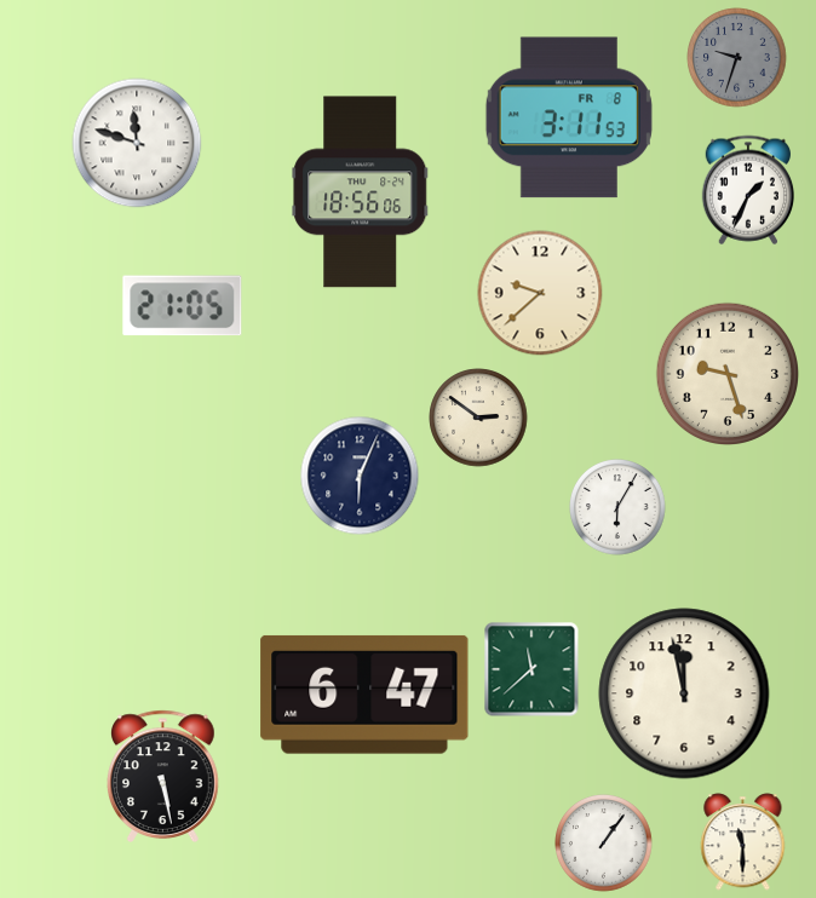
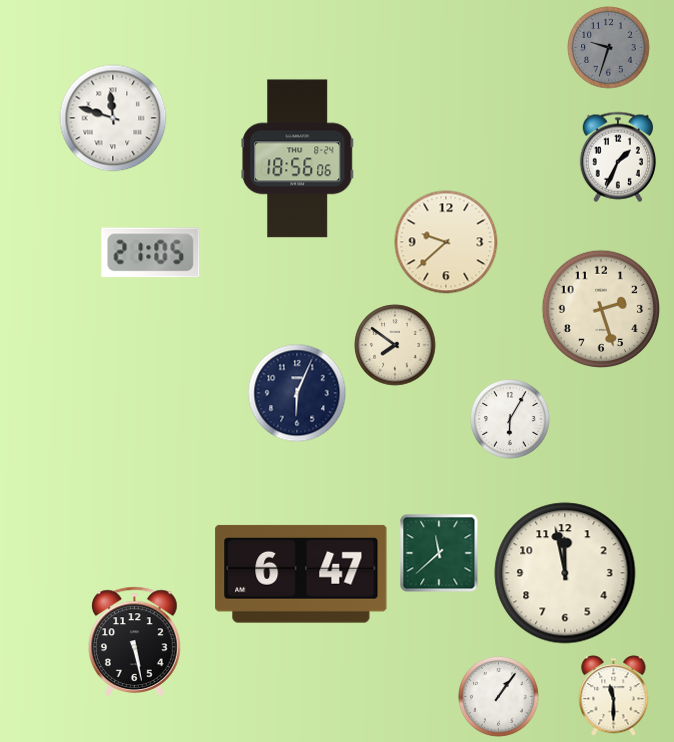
clock at (569, 117): 3:11 -> none
clock at (726, 373): 9:27 -> 2:27
clock at (478, 418): 2:51 -> 7:51
